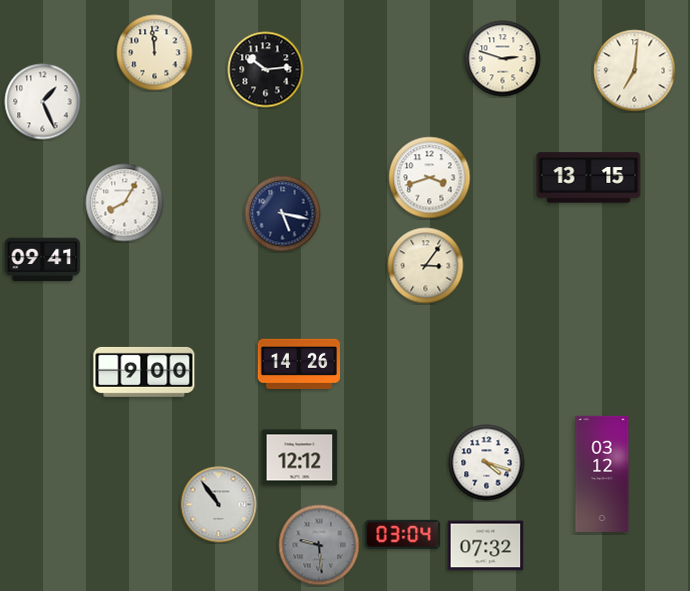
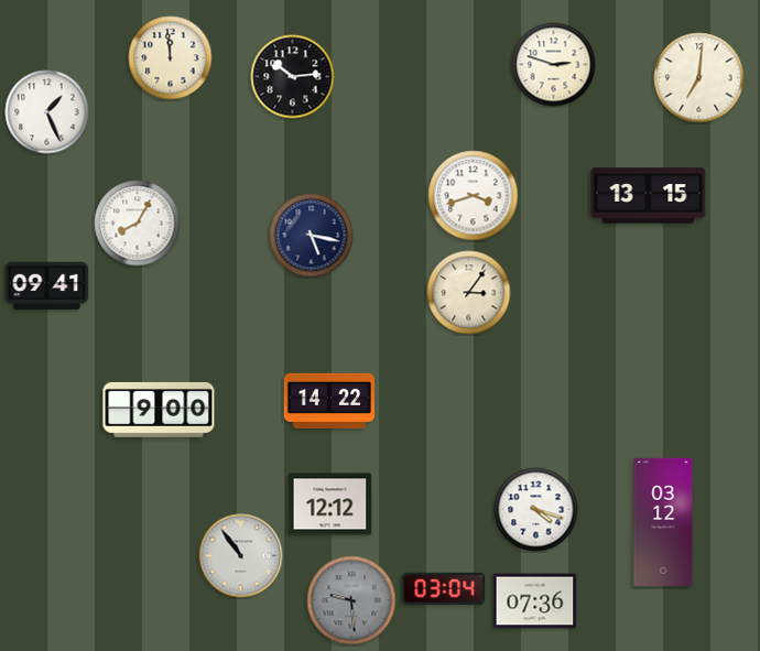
clock at (299, 363): 14:26 -> 14:22
clock at (486, 546): 07:32 -> 07:36
